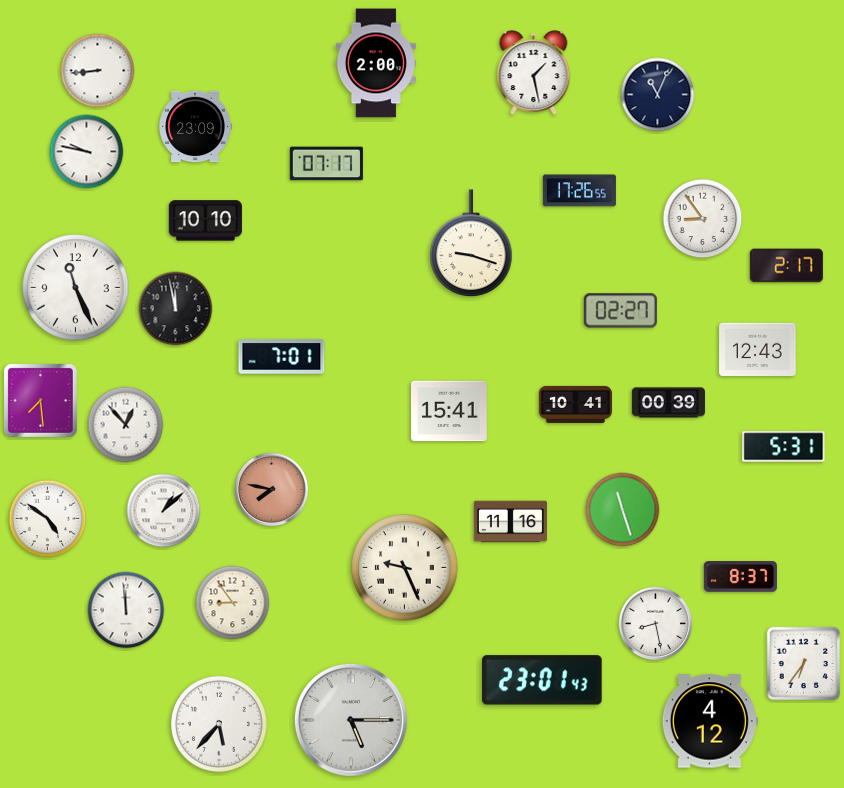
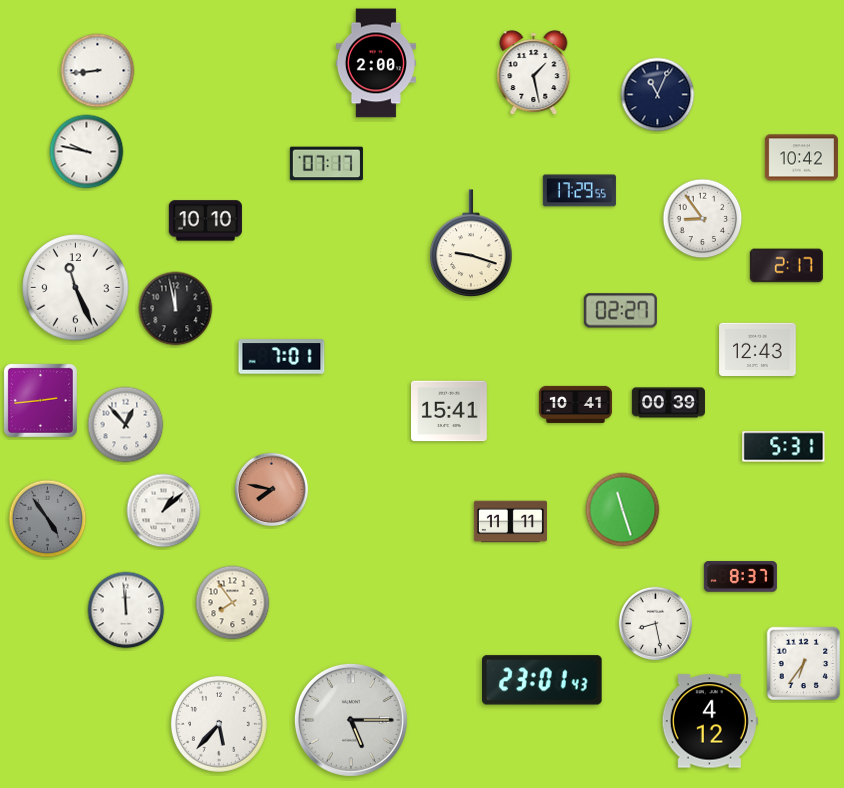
clock at (195, 127): 23:09 -> none
clock at (801, 158): none -> 10:42
clock at (579, 191): 17:26 -> 17:29
clock at (40, 400): 7:29 -> 2:44
clock at (48, 519): 4:51 -> 4:54
clock at (48, 519) dial: white -> grey
clock at (510, 522): 11:16 -> 11:11
clock at (405, 568): 9:26 -> none
clock at (233, 603): 8:54 -> 7:54
